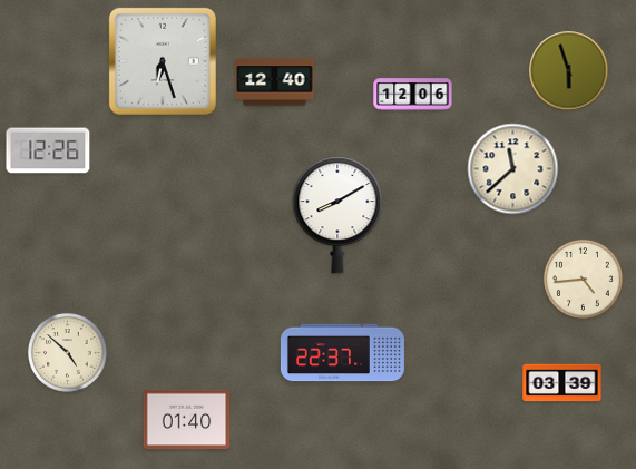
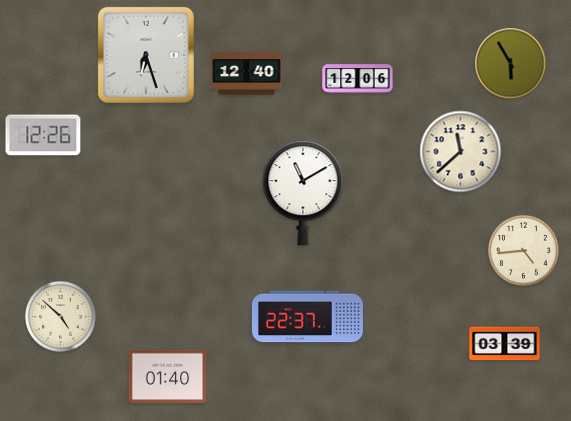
clock at (569, 71): 5:57 -> 5:55
clock at (413, 95) position: (413, 95) -> (358, 79)
clock at (337, 215): 8:10 -> 11:10
